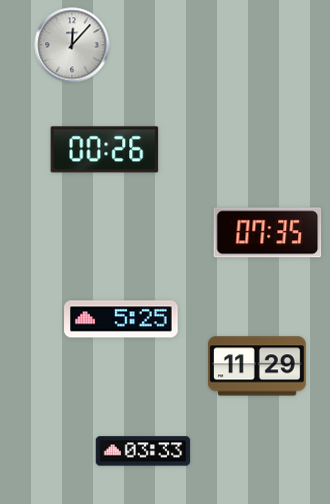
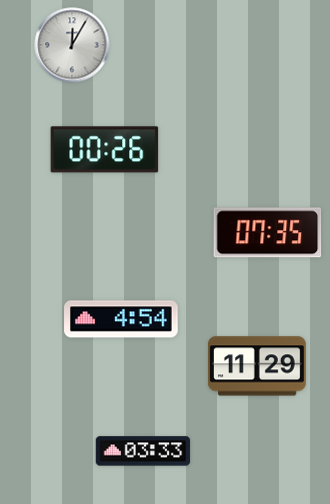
clock at (72, 45): 12:07 -> 12:05
clock at (121, 319): 5:25 -> 4:54
